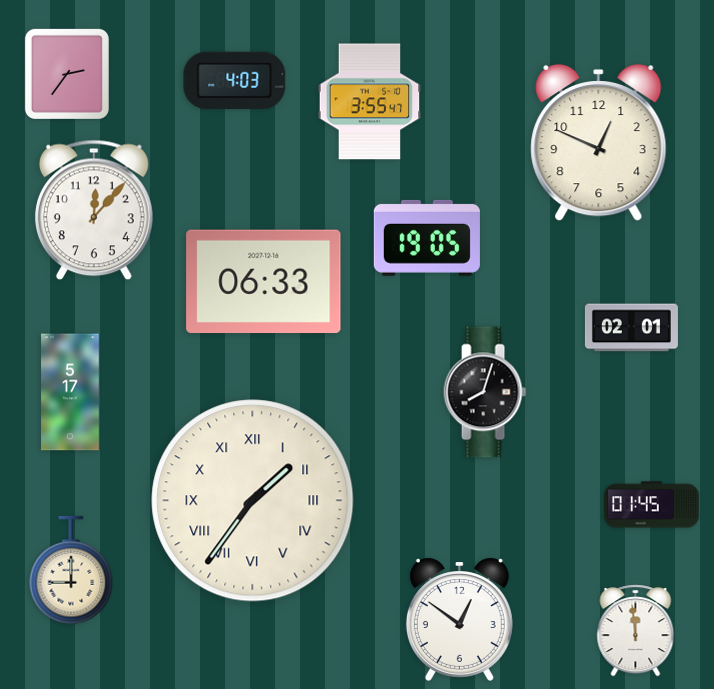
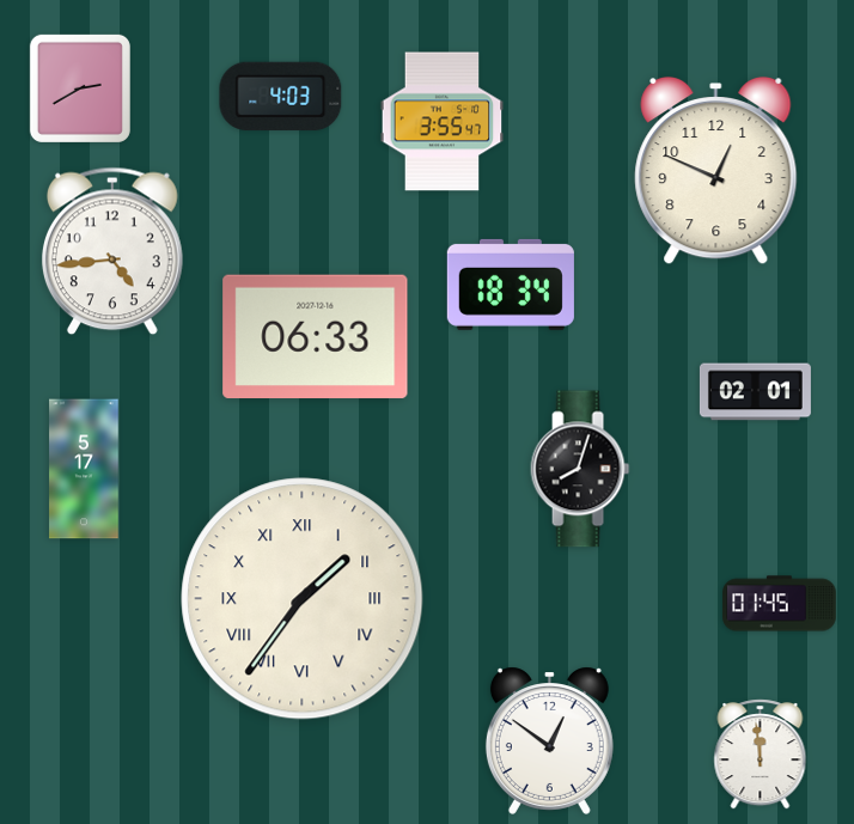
clock at (67, 74): 2:36 -> 2:40
clock at (94, 210): 12:07 -> 4:44
clock at (427, 238): 19:05 -> 18:34
clock at (71, 570): 9:00 -> none
